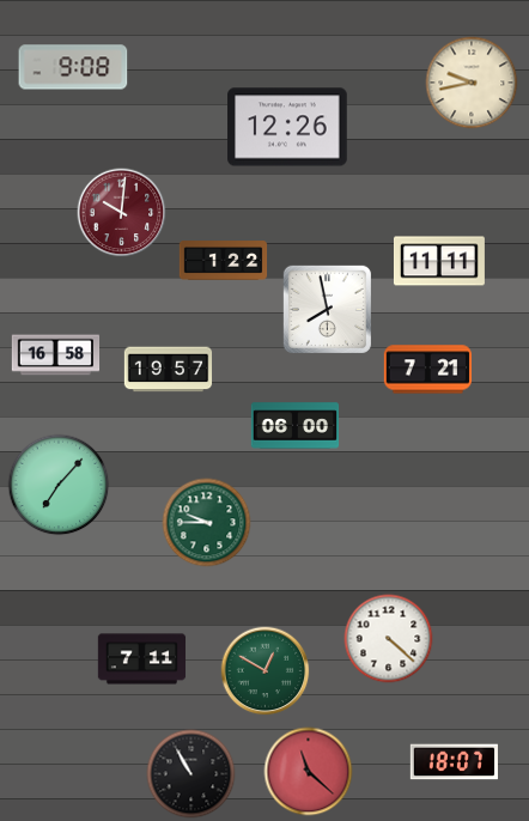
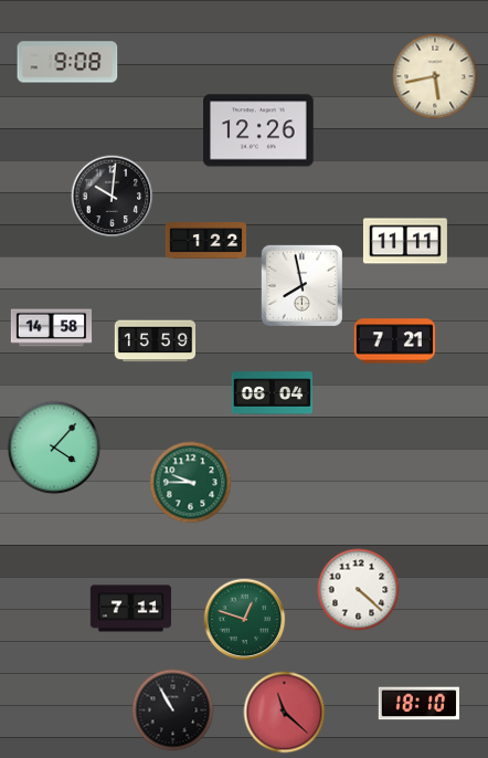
clock at (472, 83): 9:43 -> 5:43
clock at (287, 127) position: (287, 127) -> (258, 130)
clock at (122, 213) dial: burgundy -> black
clock at (56, 355): 16:58 -> 14:58
clock at (169, 370): 19:57 -> 15:59
clock at (296, 426): 06:00 -> 06:04
clock at (59, 485): 7:07 -> 4:07
clock at (266, 671): 12:50 -> 12:48
clock at (454, 762): 18:07 -> 18:10
clock at (191, 774) position: (191, 774) -> (173, 710)
